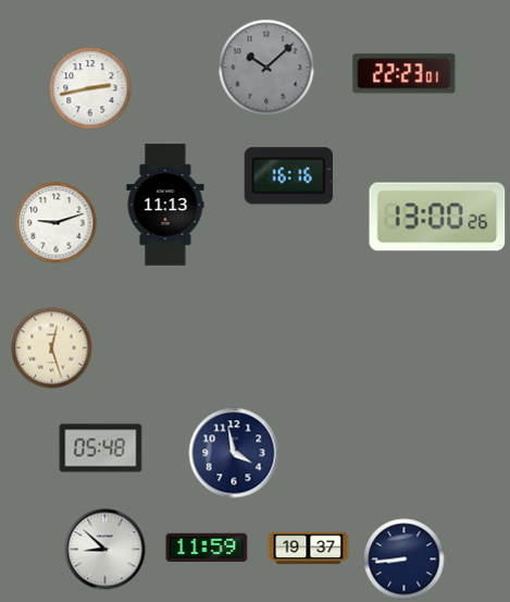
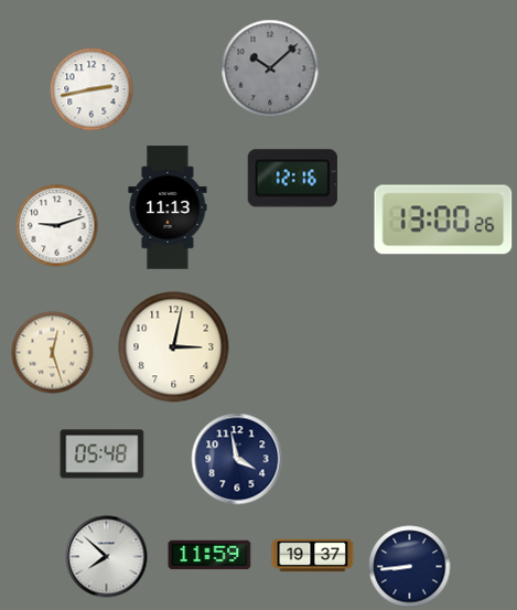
clock at (405, 74): 22:23 -> none
clock at (288, 176): 16:16 -> 12:16
clock at (174, 347): none -> 3:02
clock at (105, 550): 8:52 -> 7:52
